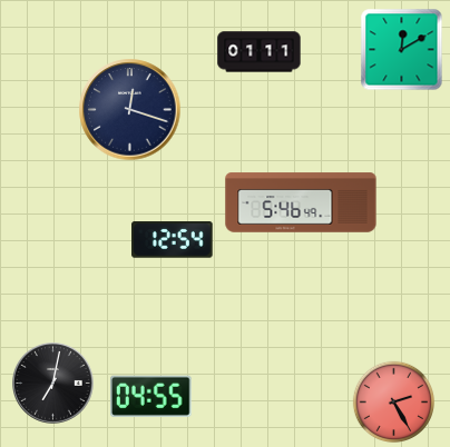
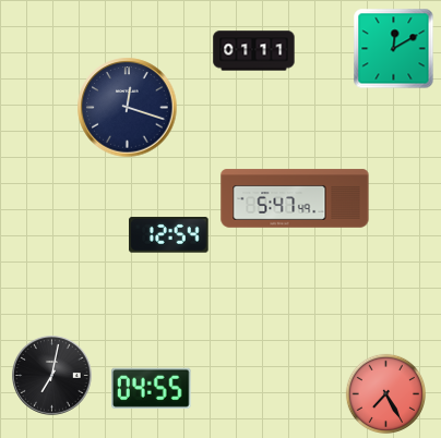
clock at (301, 202): 5:46 -> 5:47
clock at (151, 396) position: (151, 396) -> (152, 388)
clock at (394, 403): 2:25 -> 7:25
